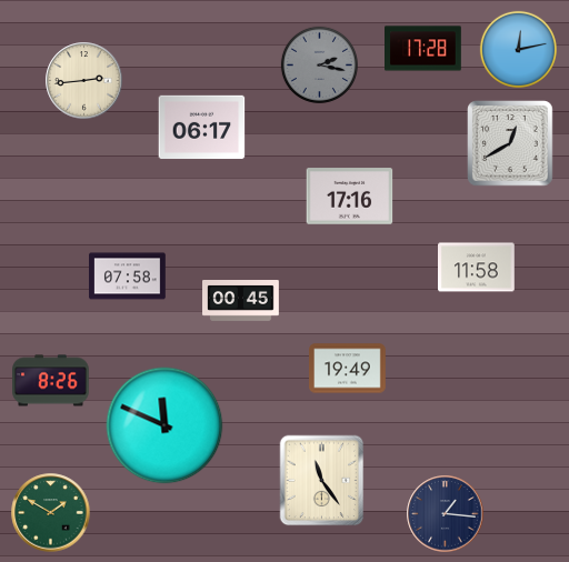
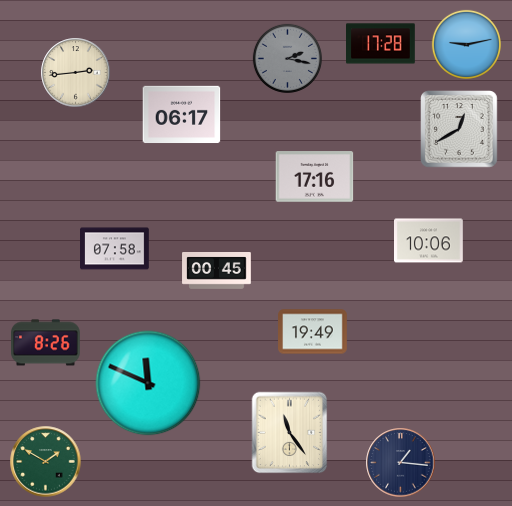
clock at (518, 49): 12:13 -> 9:13
clock at (477, 268): 11:58 -> 10:06
